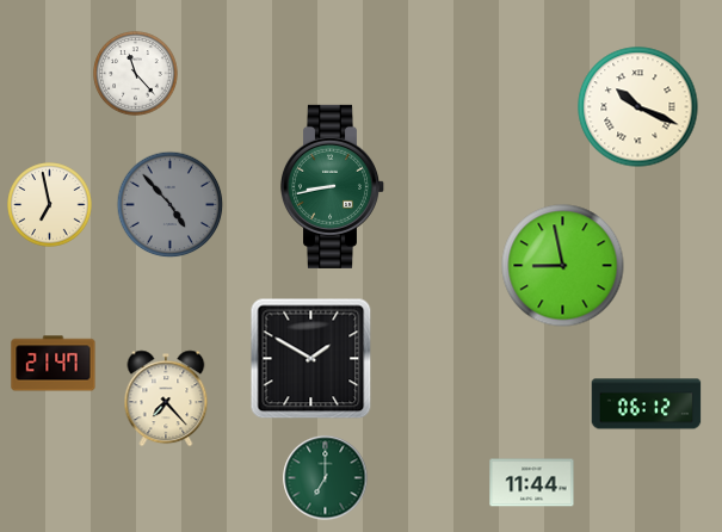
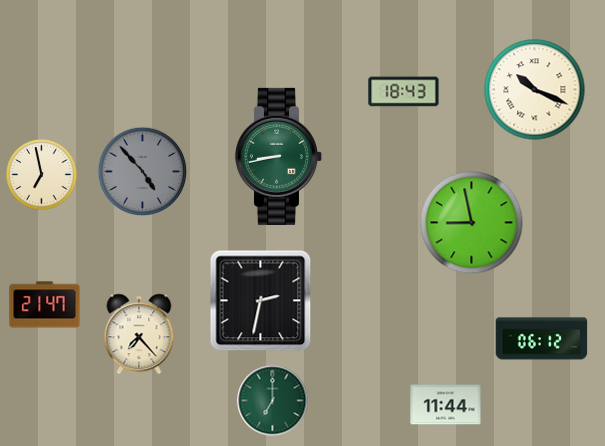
clock at (136, 74): 11:23 -> none
clock at (404, 92): none -> 18:43
clock at (50, 205) position: (50, 205) -> (42, 175)
clock at (311, 359): 1:50 -> 2:32
